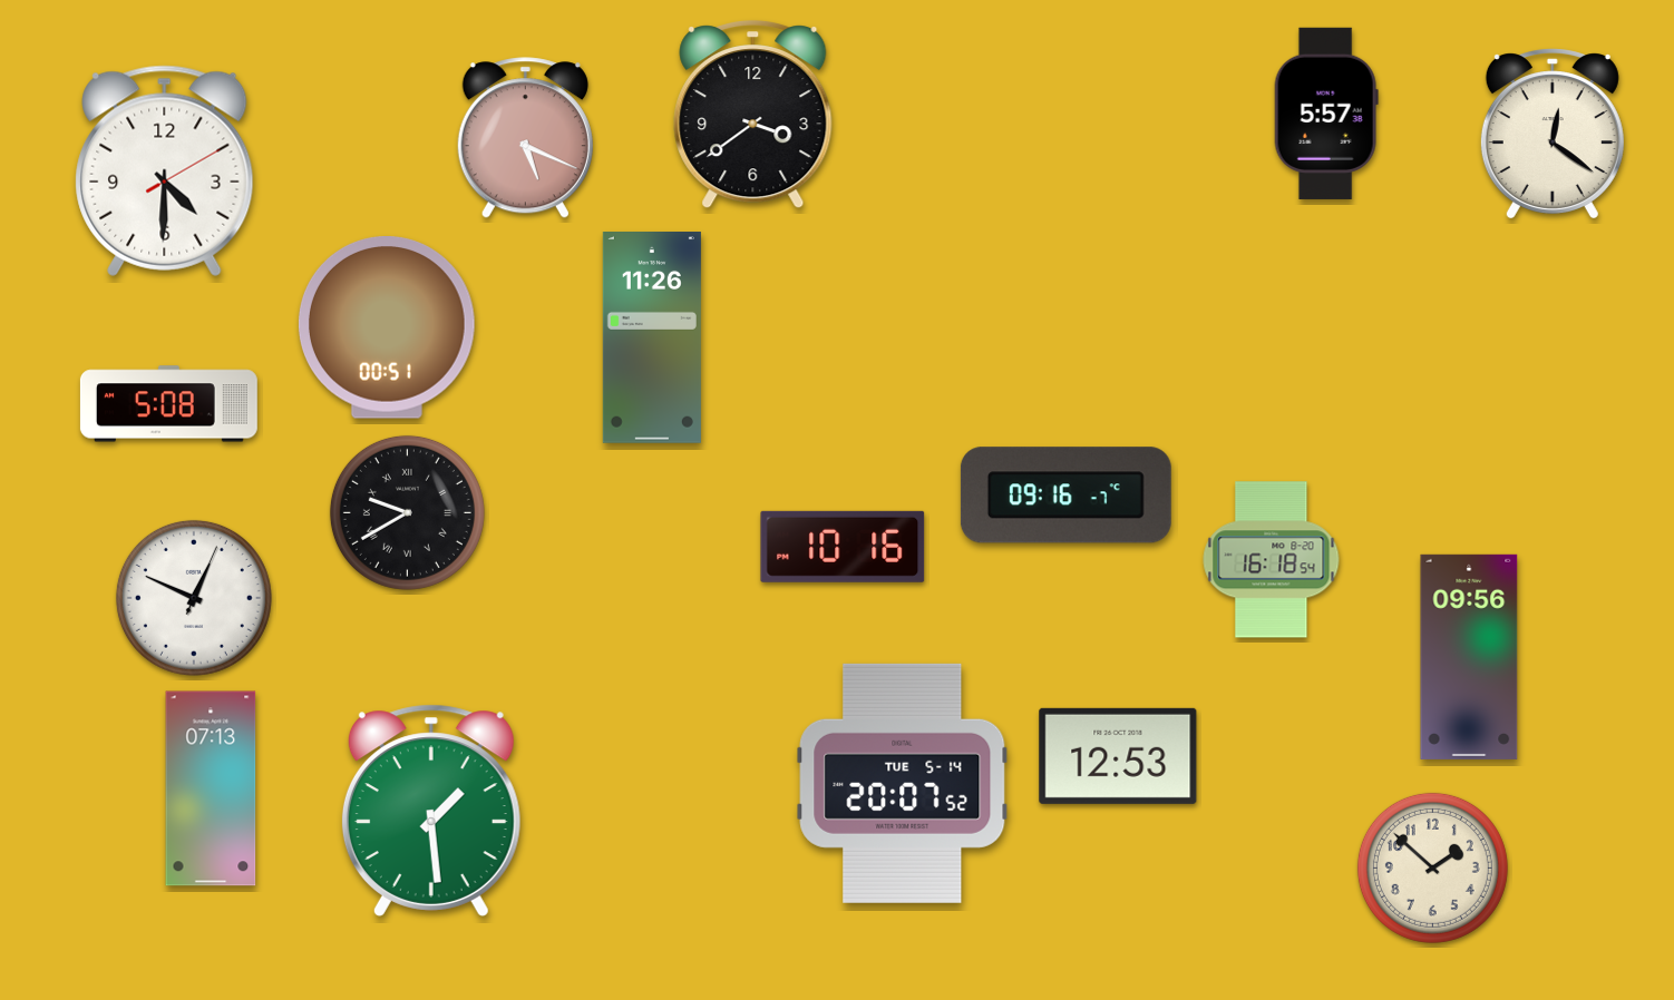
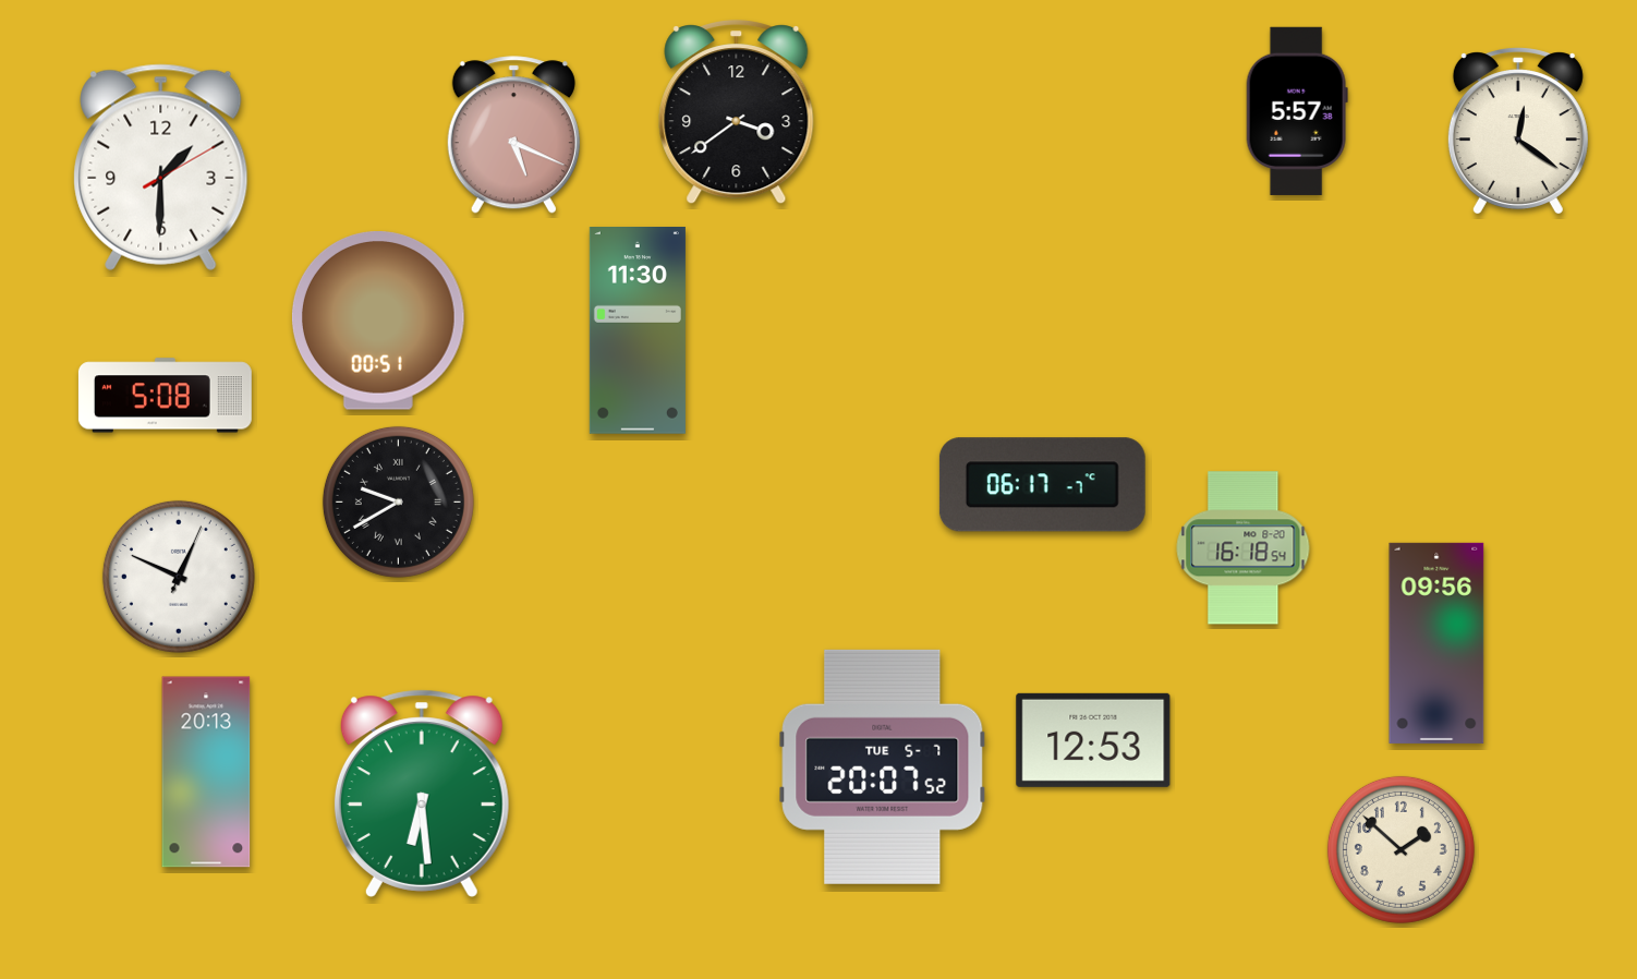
clock at (165, 170): 4:30 -> 1:30
clock at (652, 339): 11:26 -> 11:30
clock at (1065, 496): 09:16 -> 06:17
clock at (843, 547): 10:16 -> none
clock at (194, 598) position: (194, 598) -> (179, 577)
clock at (903, 783) date: TUE 5-14 -> TUE 5-7
clock at (211, 788): 07:13 -> 20:13
clock at (431, 811): 1:29 -> 6:29
